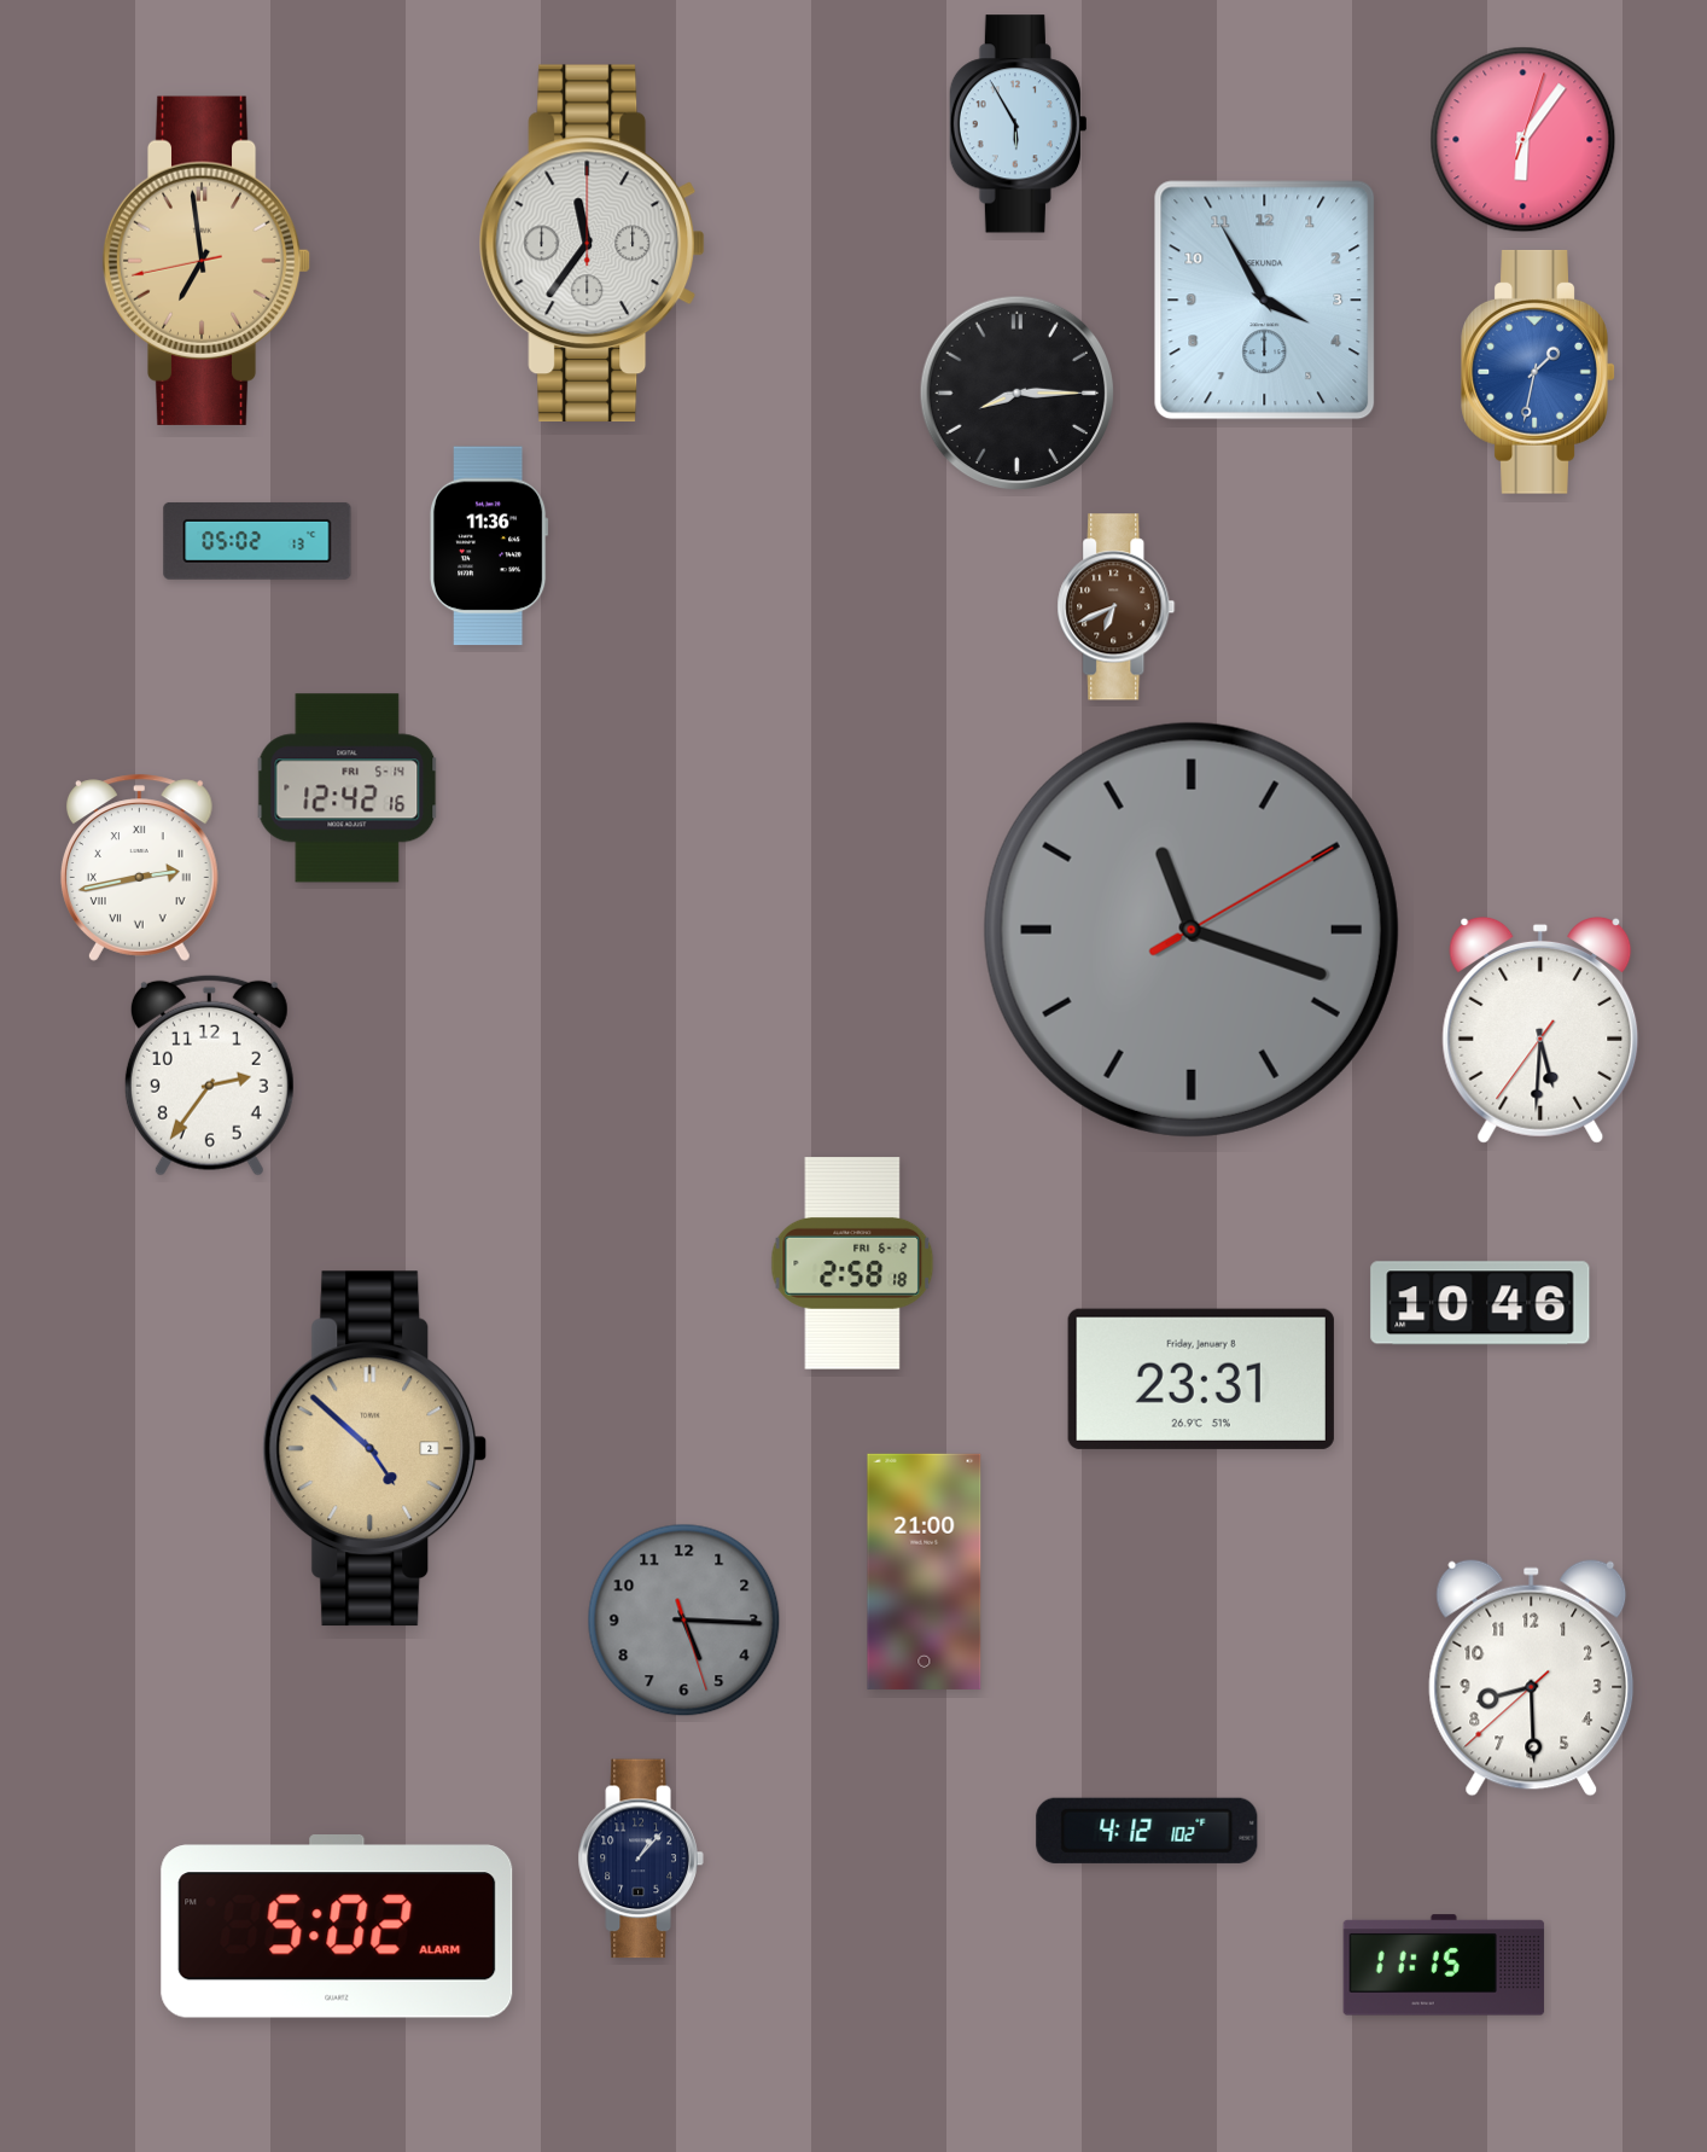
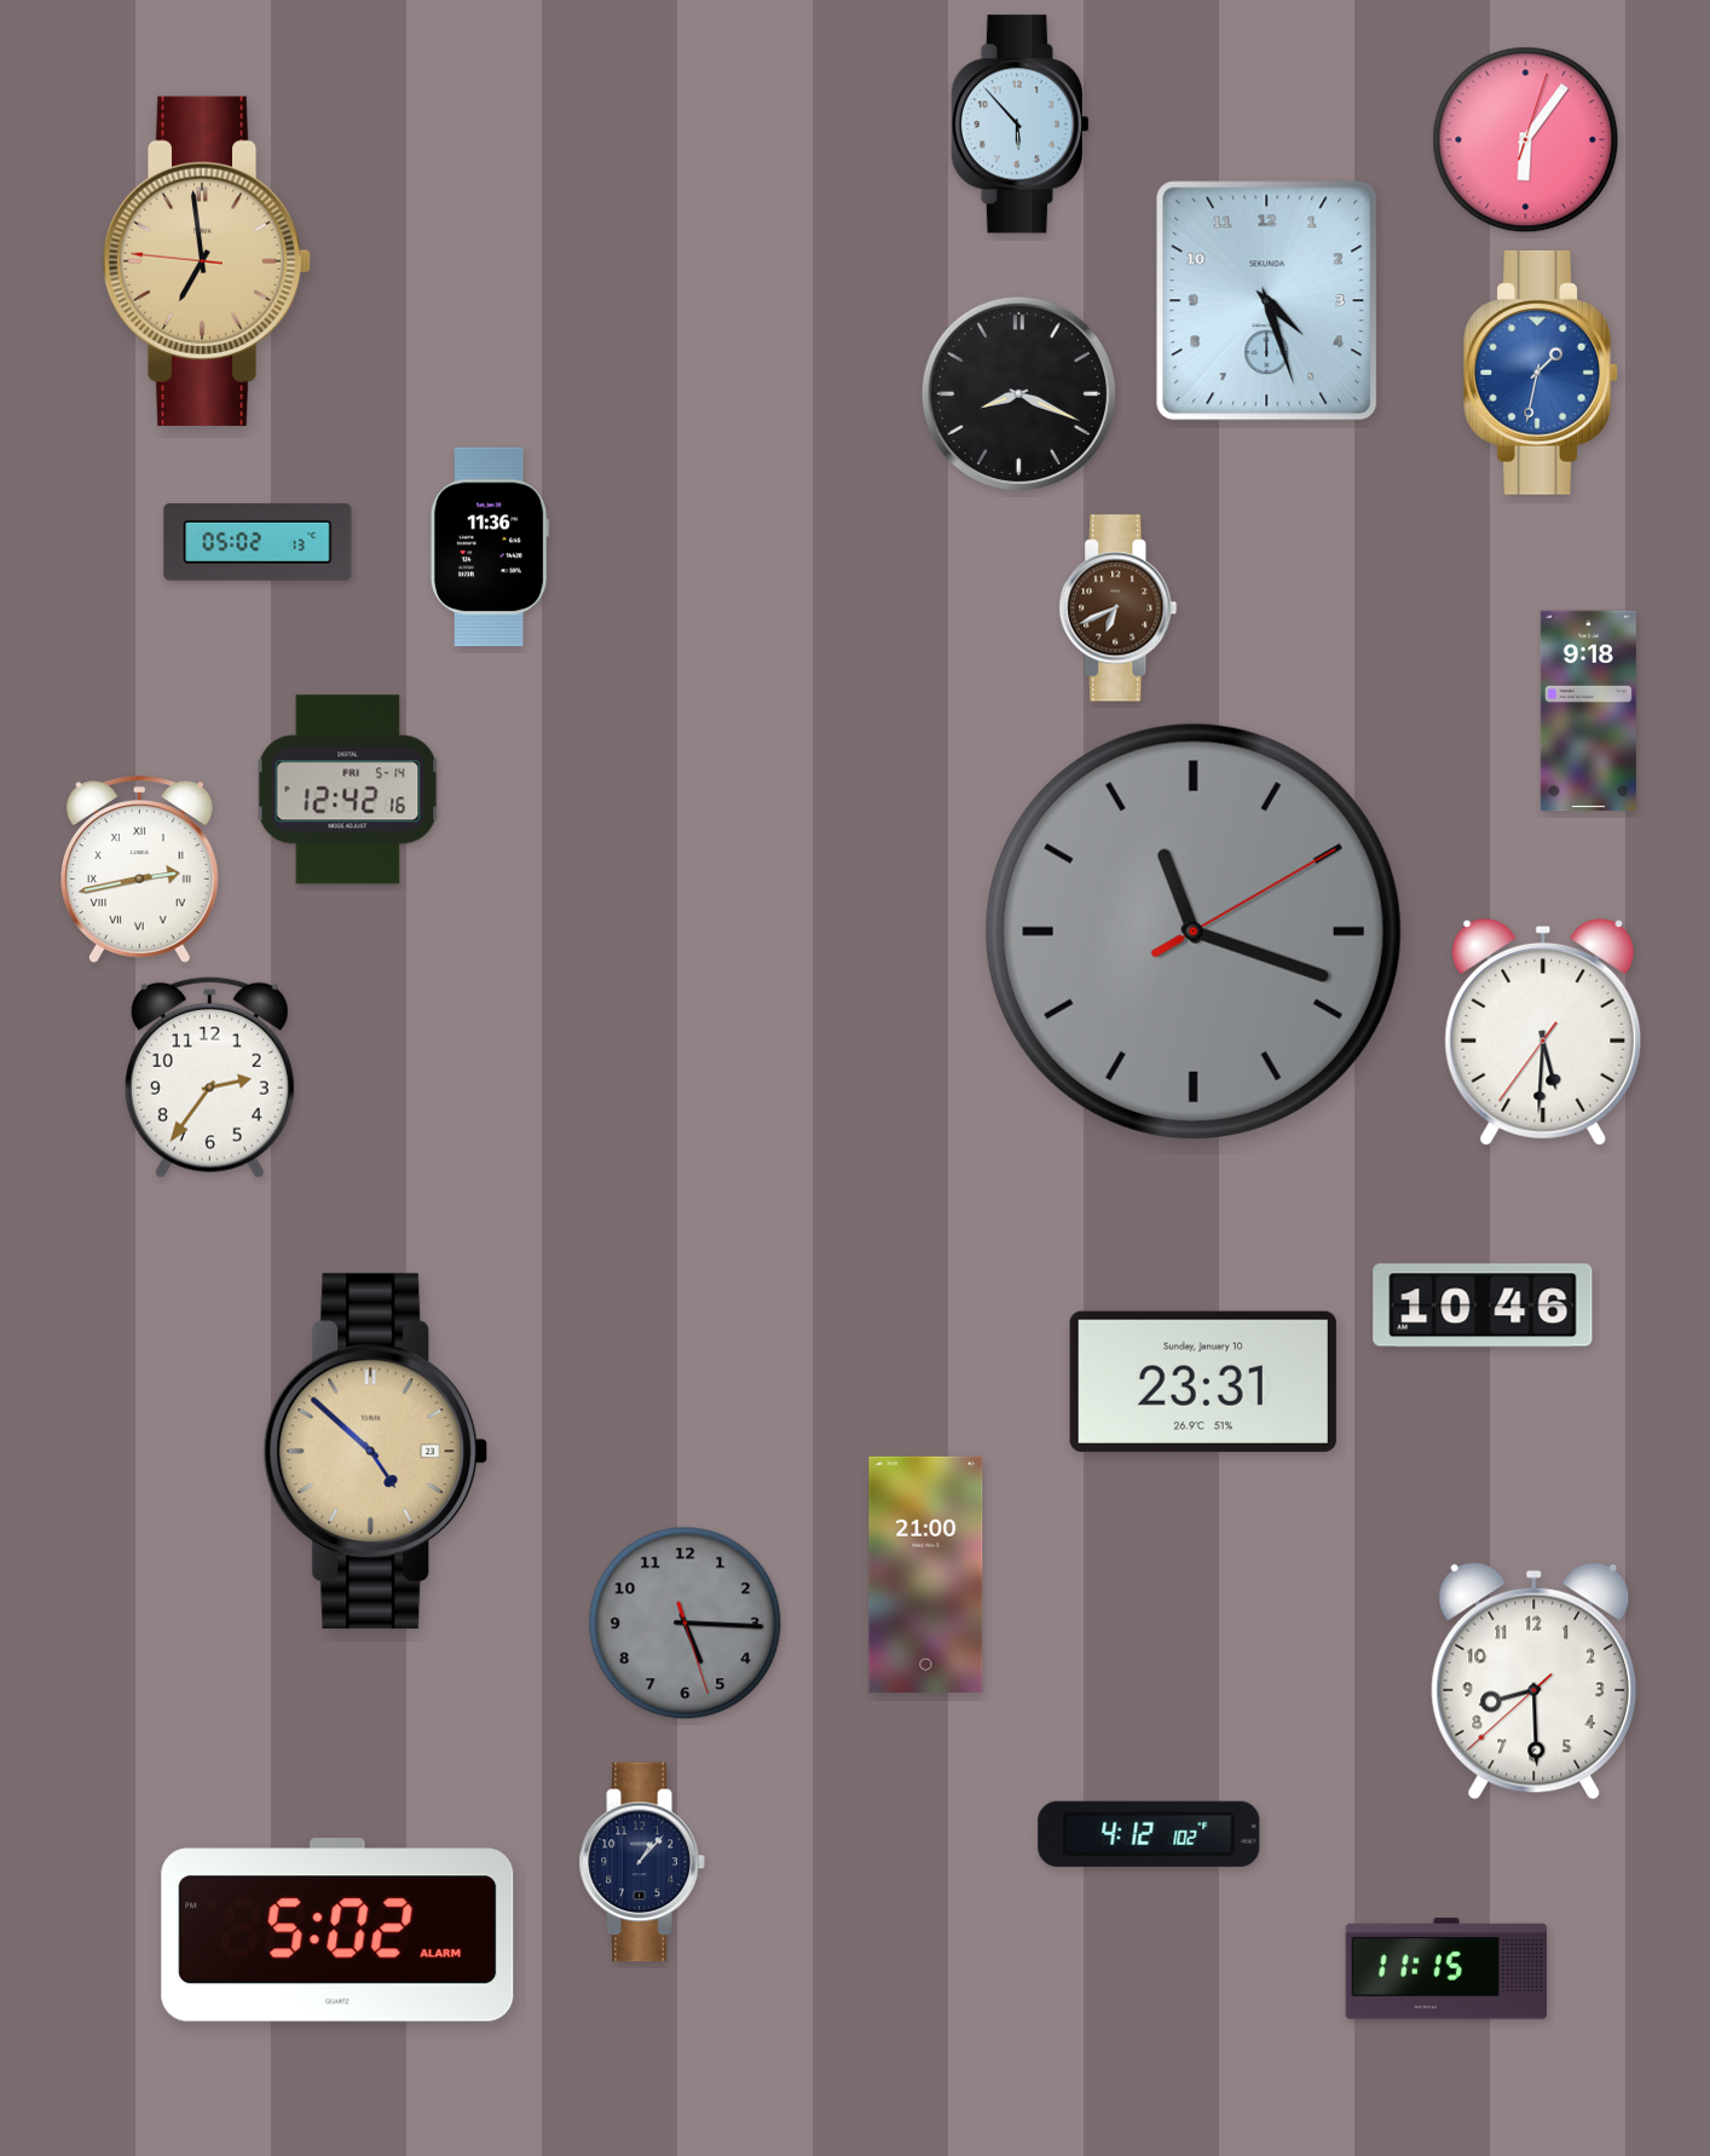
clock at (1018, 124): 5:55 -> 5:53
clock at (593, 243): 11:36 -> none
clock at (206, 261): 6:58:43 -> 6:58:46
clock at (1265, 301): 3:55 -> 4:27
clock at (1018, 394): 8:15 -> 8:19
clock at (1588, 711): none -> 9:18
clock at (852, 1264): 2:58 -> none
clock at (1201, 1379) date: Friday, January 8 -> Sunday, January 10
clock at (375, 1449) date: 2 -> 23
